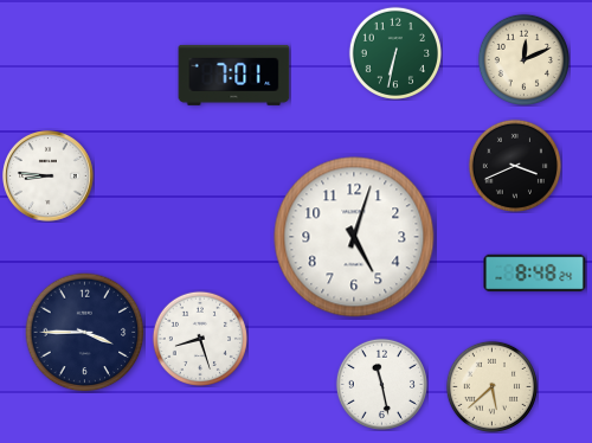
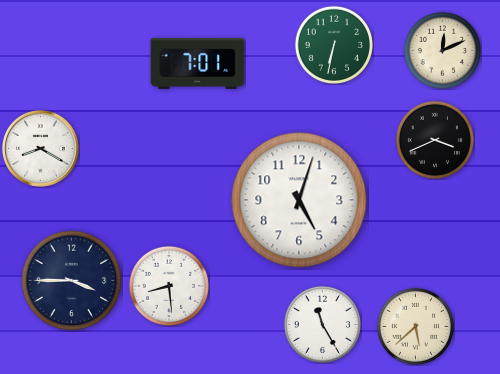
clock at (49, 176): 8:46 -> 8:20
clock at (535, 274): 8:48 -> none
clock at (199, 338): 8:27 -> 8:29
clock at (381, 384): 11:28 -> 11:25
